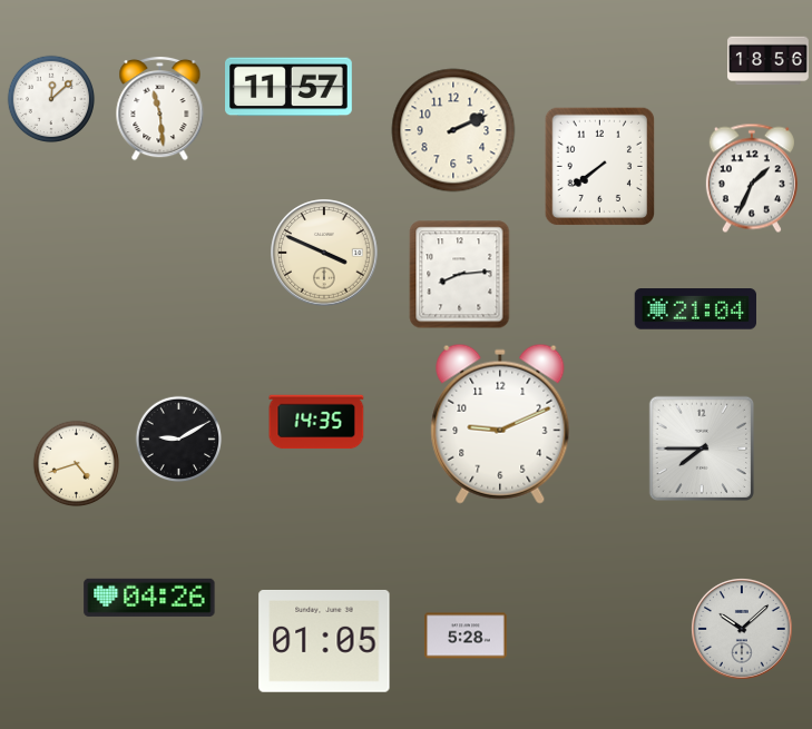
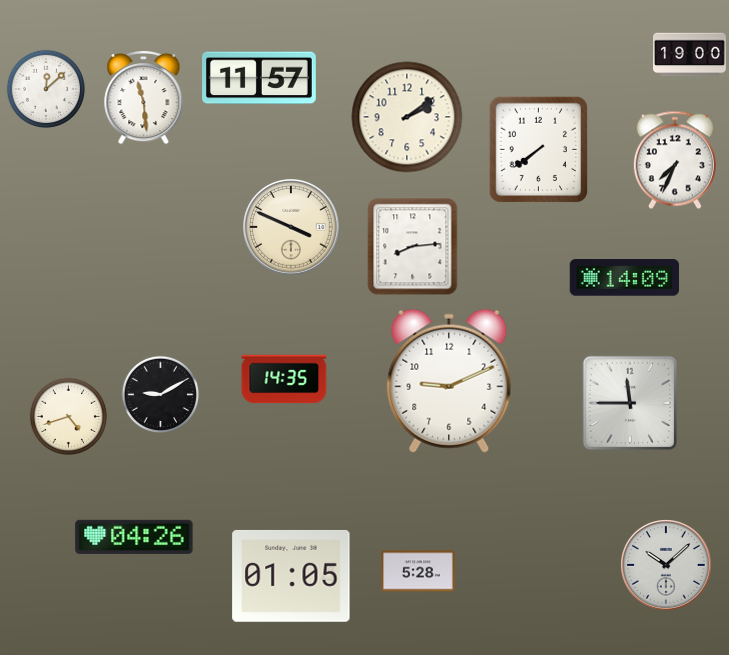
clock at (769, 61): 18:56 -> 19:00
clock at (453, 130): 2:11 -> 2:09
clock at (752, 178): 1:34 -> 7:34
clock at (695, 309): 21:04 -> 14:09
clock at (702, 449): 7:45 -> 11:45
